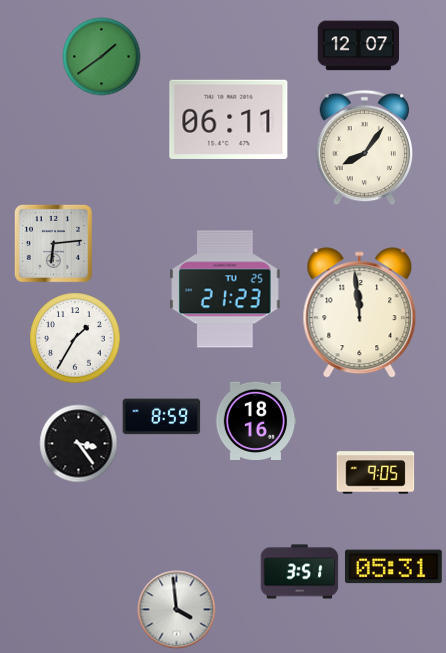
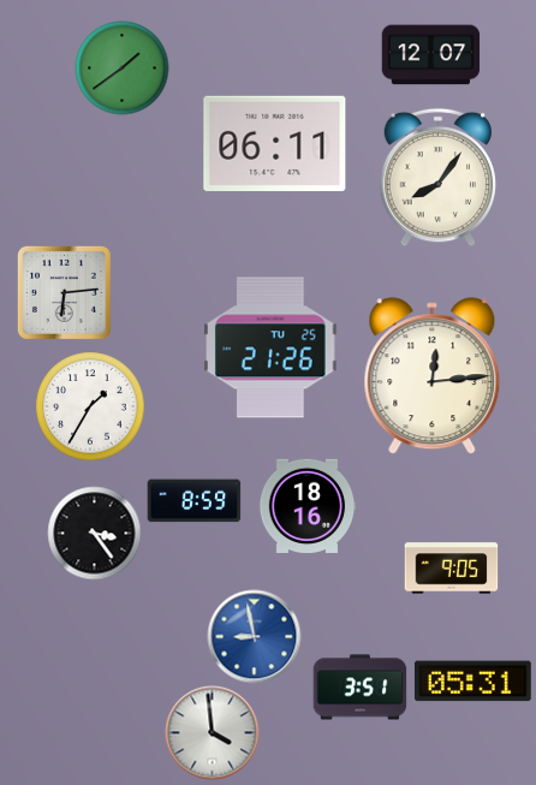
clock at (225, 289): 21:23 -> 21:26
clock at (360, 313): 11:59 -> 12:14
clock at (254, 636): none -> 8:58
